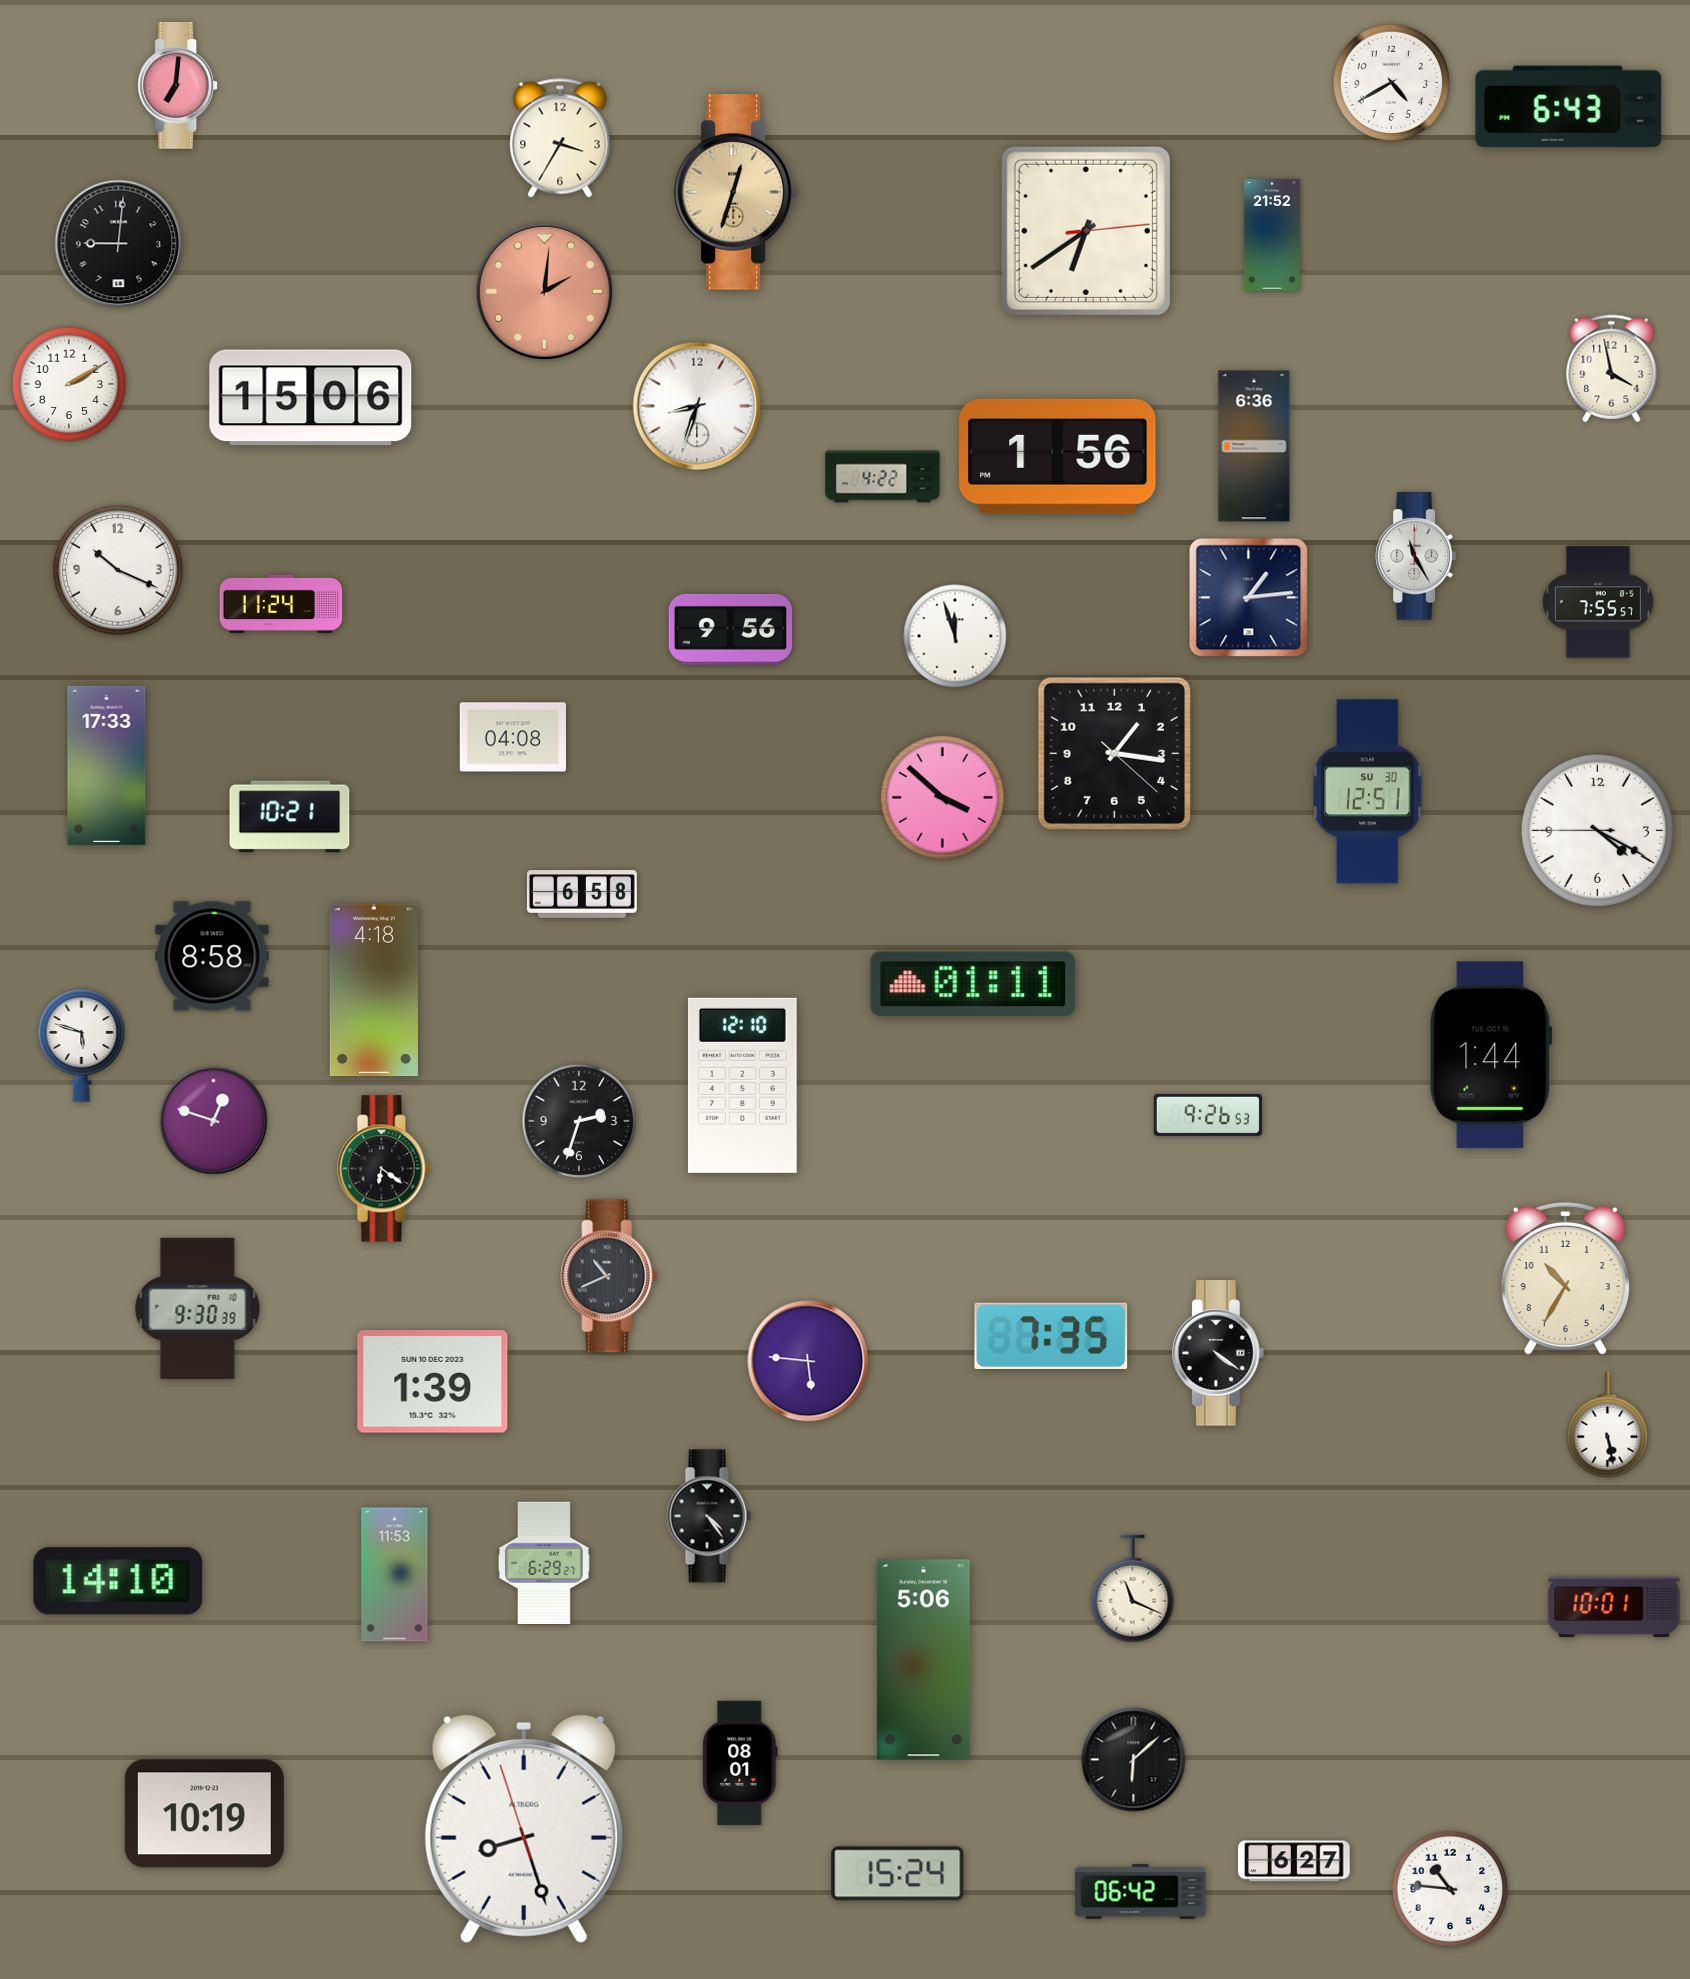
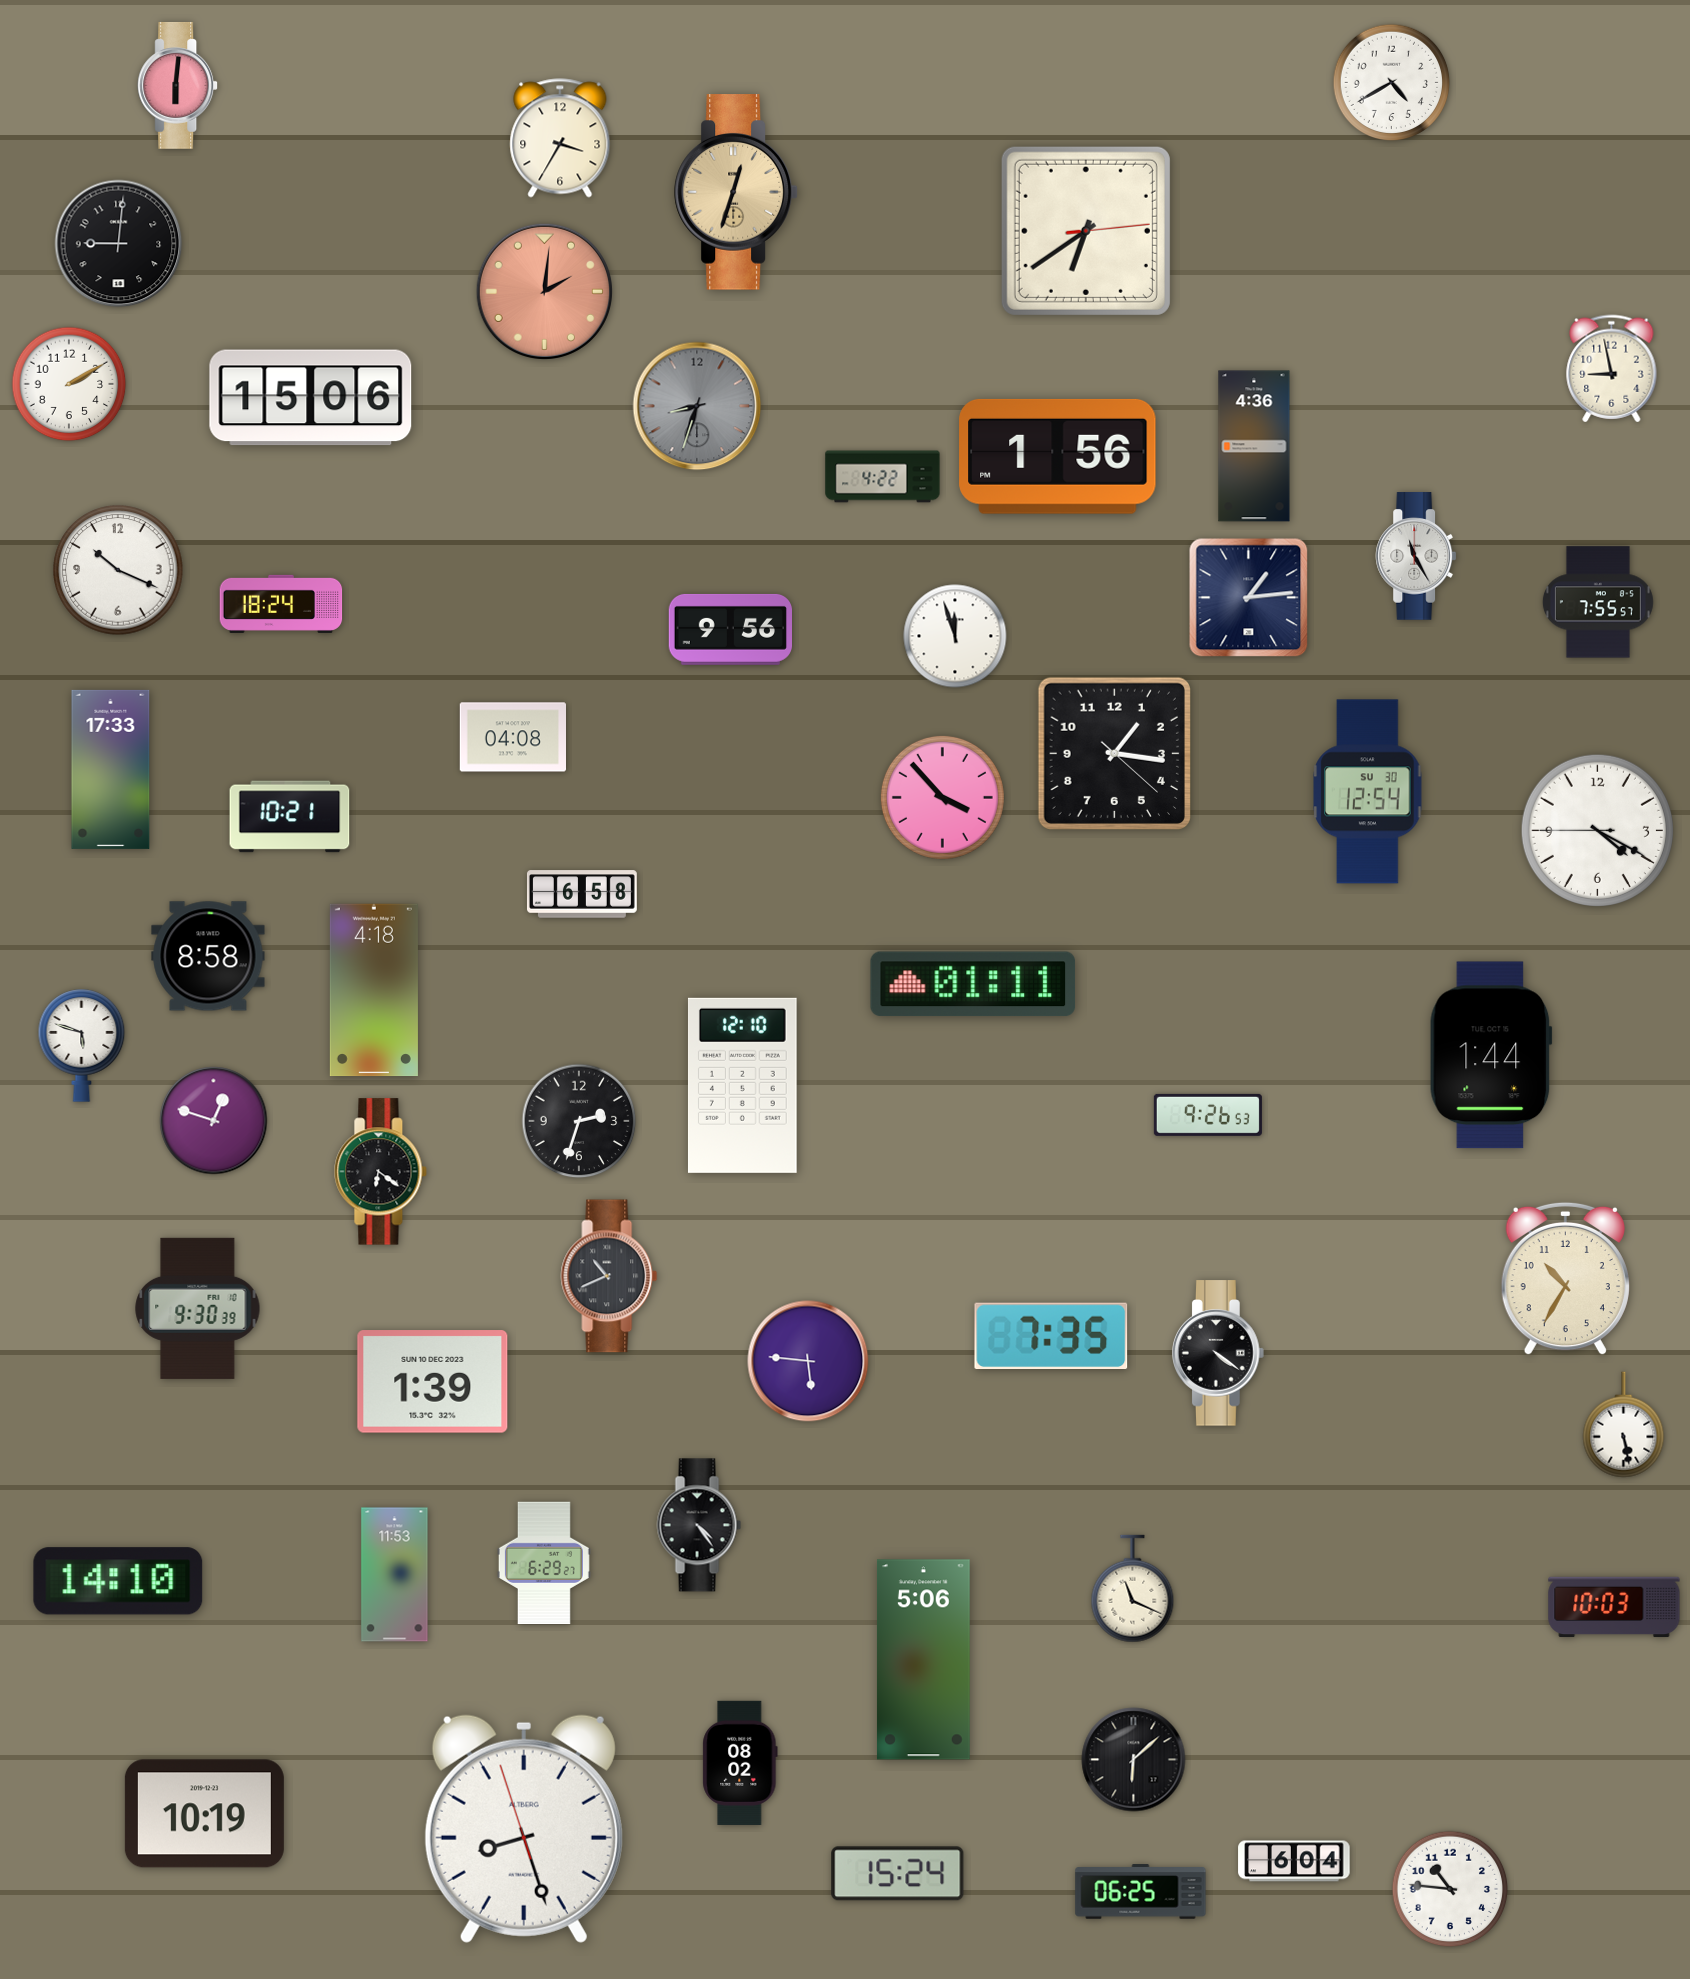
clock at (178, 85): 7:01 -> 6:01
clock at (1569, 106): 6:43 -> none
clock at (1272, 235): 21:52 -> none
clock at (1612, 369): 3:58 -> 8:58
clock at (697, 406) dial: white -> grey
clock at (1254, 446): 6:36 -> 4:36
clock at (281, 604): 11:24 -> 18:24
clock at (107, 765) position: (107, 765) -> (111, 769)
clock at (1368, 792): 12:51 -> 12:54
clock at (942, 797): 3:52 -> 3:53
clock at (212, 956) position: (212, 956) -> (208, 956)
clock at (384, 1169) position: (384, 1169) -> (381, 1172)
clock at (1608, 1425) position: (1608, 1425) -> (1624, 1425)
clock at (709, 1516) position: (709, 1516) -> (699, 1525)
clock at (1614, 1607): 10:01 -> 10:03
clock at (740, 1763): 08:01 -> 08:02
clock at (1294, 1861): 6:27 -> 6:04
clock at (1141, 1892): 06:42 -> 06:25
